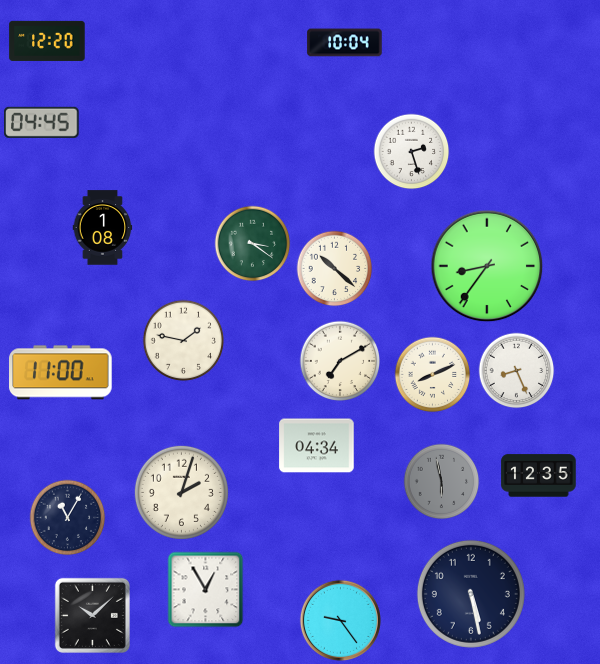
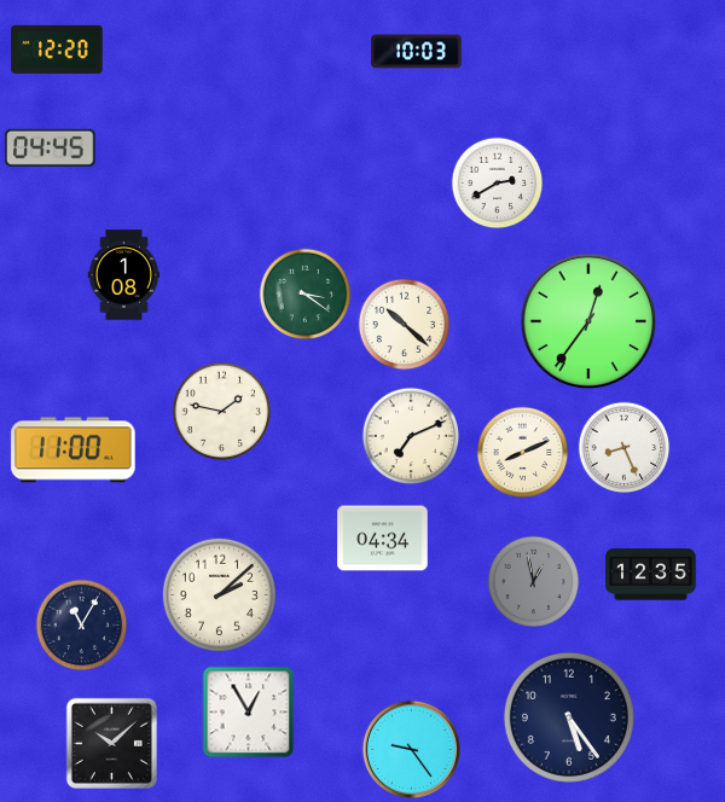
clock at (345, 43): 10:04 -> 10:03
clock at (412, 152): 2:27 -> 2:40
clock at (487, 266): 8:36 -> 12:36
clock at (340, 361): 7:10 -> 7:11
clock at (442, 482): 5:58 -> 12:58
clock at (181, 492): 2:03 -> 2:08
clock at (471, 594): 5:28 -> 5:24
